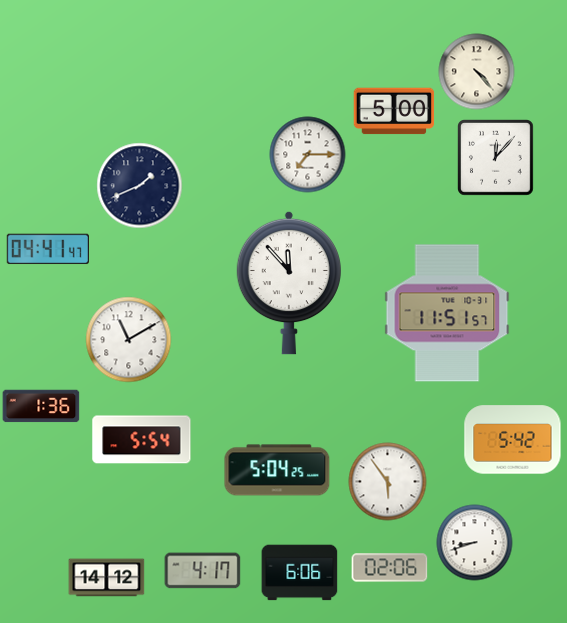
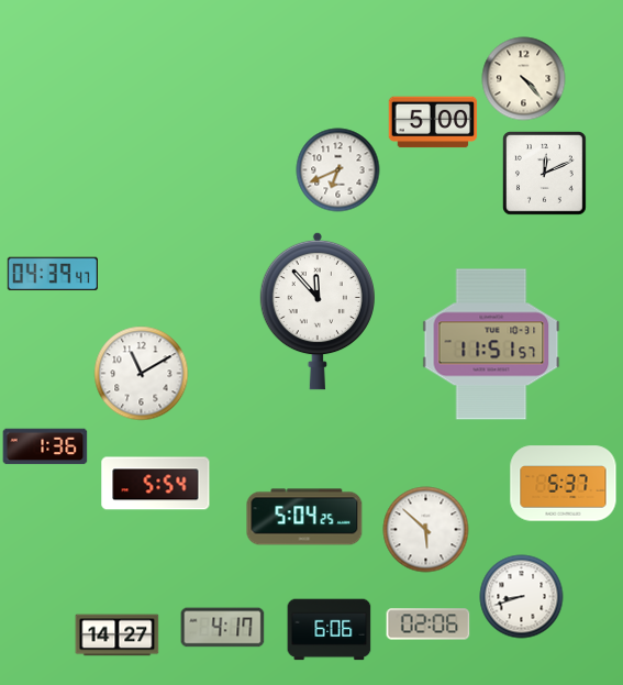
clock at (308, 155): 7:15 -> 6:41
clock at (496, 158): 12:07 -> 12:11
clock at (140, 186): 1:41 -> none
clock at (48, 249): 04:41 -> 04:39
clock at (513, 440): 5:42 -> 5:37
clock at (388, 482): 5:54 -> 5:52
clock at (107, 578): 14:12 -> 14:27
